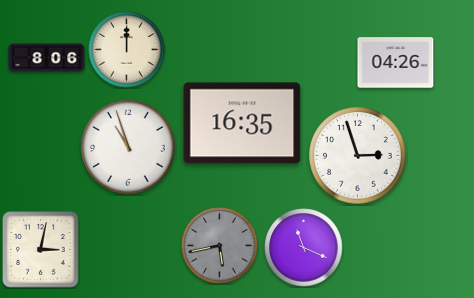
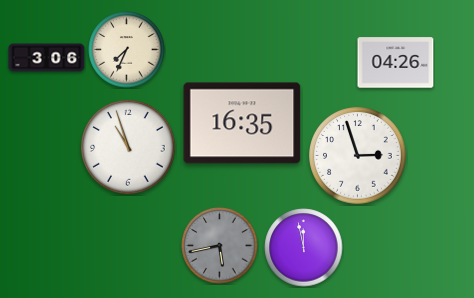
clock at (127, 50): 12:00 -> 7:34
clock at (47, 58): 8:06 -> 3:06
clock at (304, 248): 11:19 -> 11:58
clock at (41, 250): 3:02 -> none
